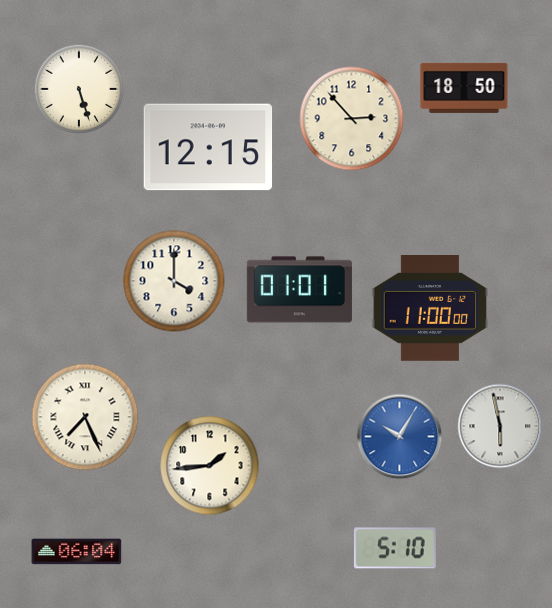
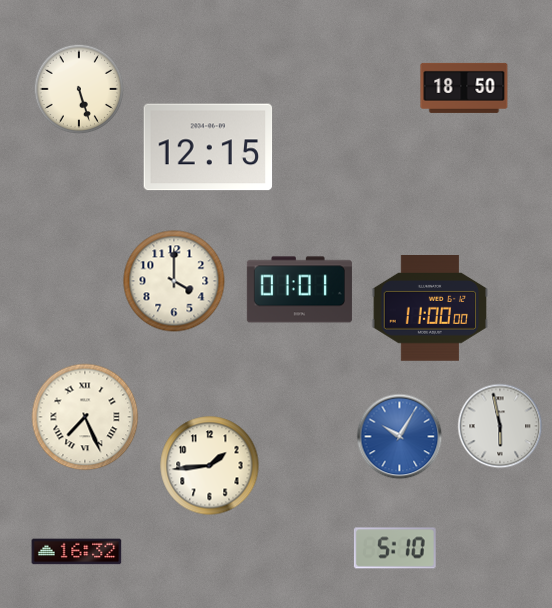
clock at (352, 119): 2:53 -> none
clock at (77, 552): 06:04 -> 16:32
